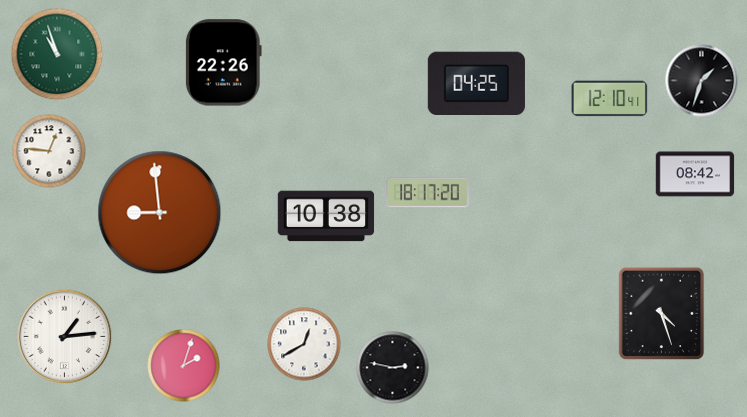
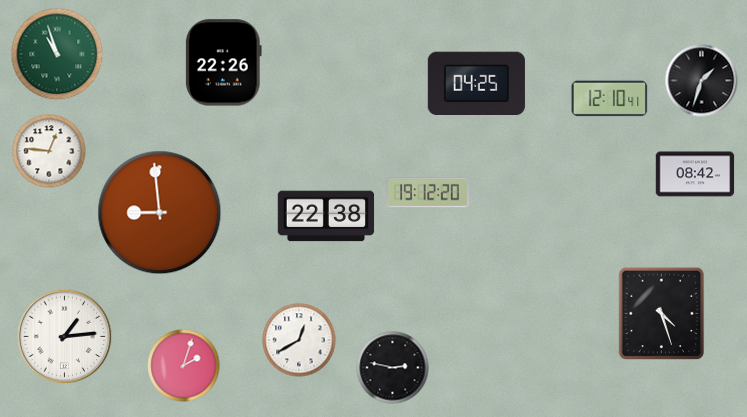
clock at (428, 193): 18:17 -> 19:12
clock at (326, 216): 10:38 -> 22:38
clock at (304, 344) position: (304, 344) -> (299, 340)
